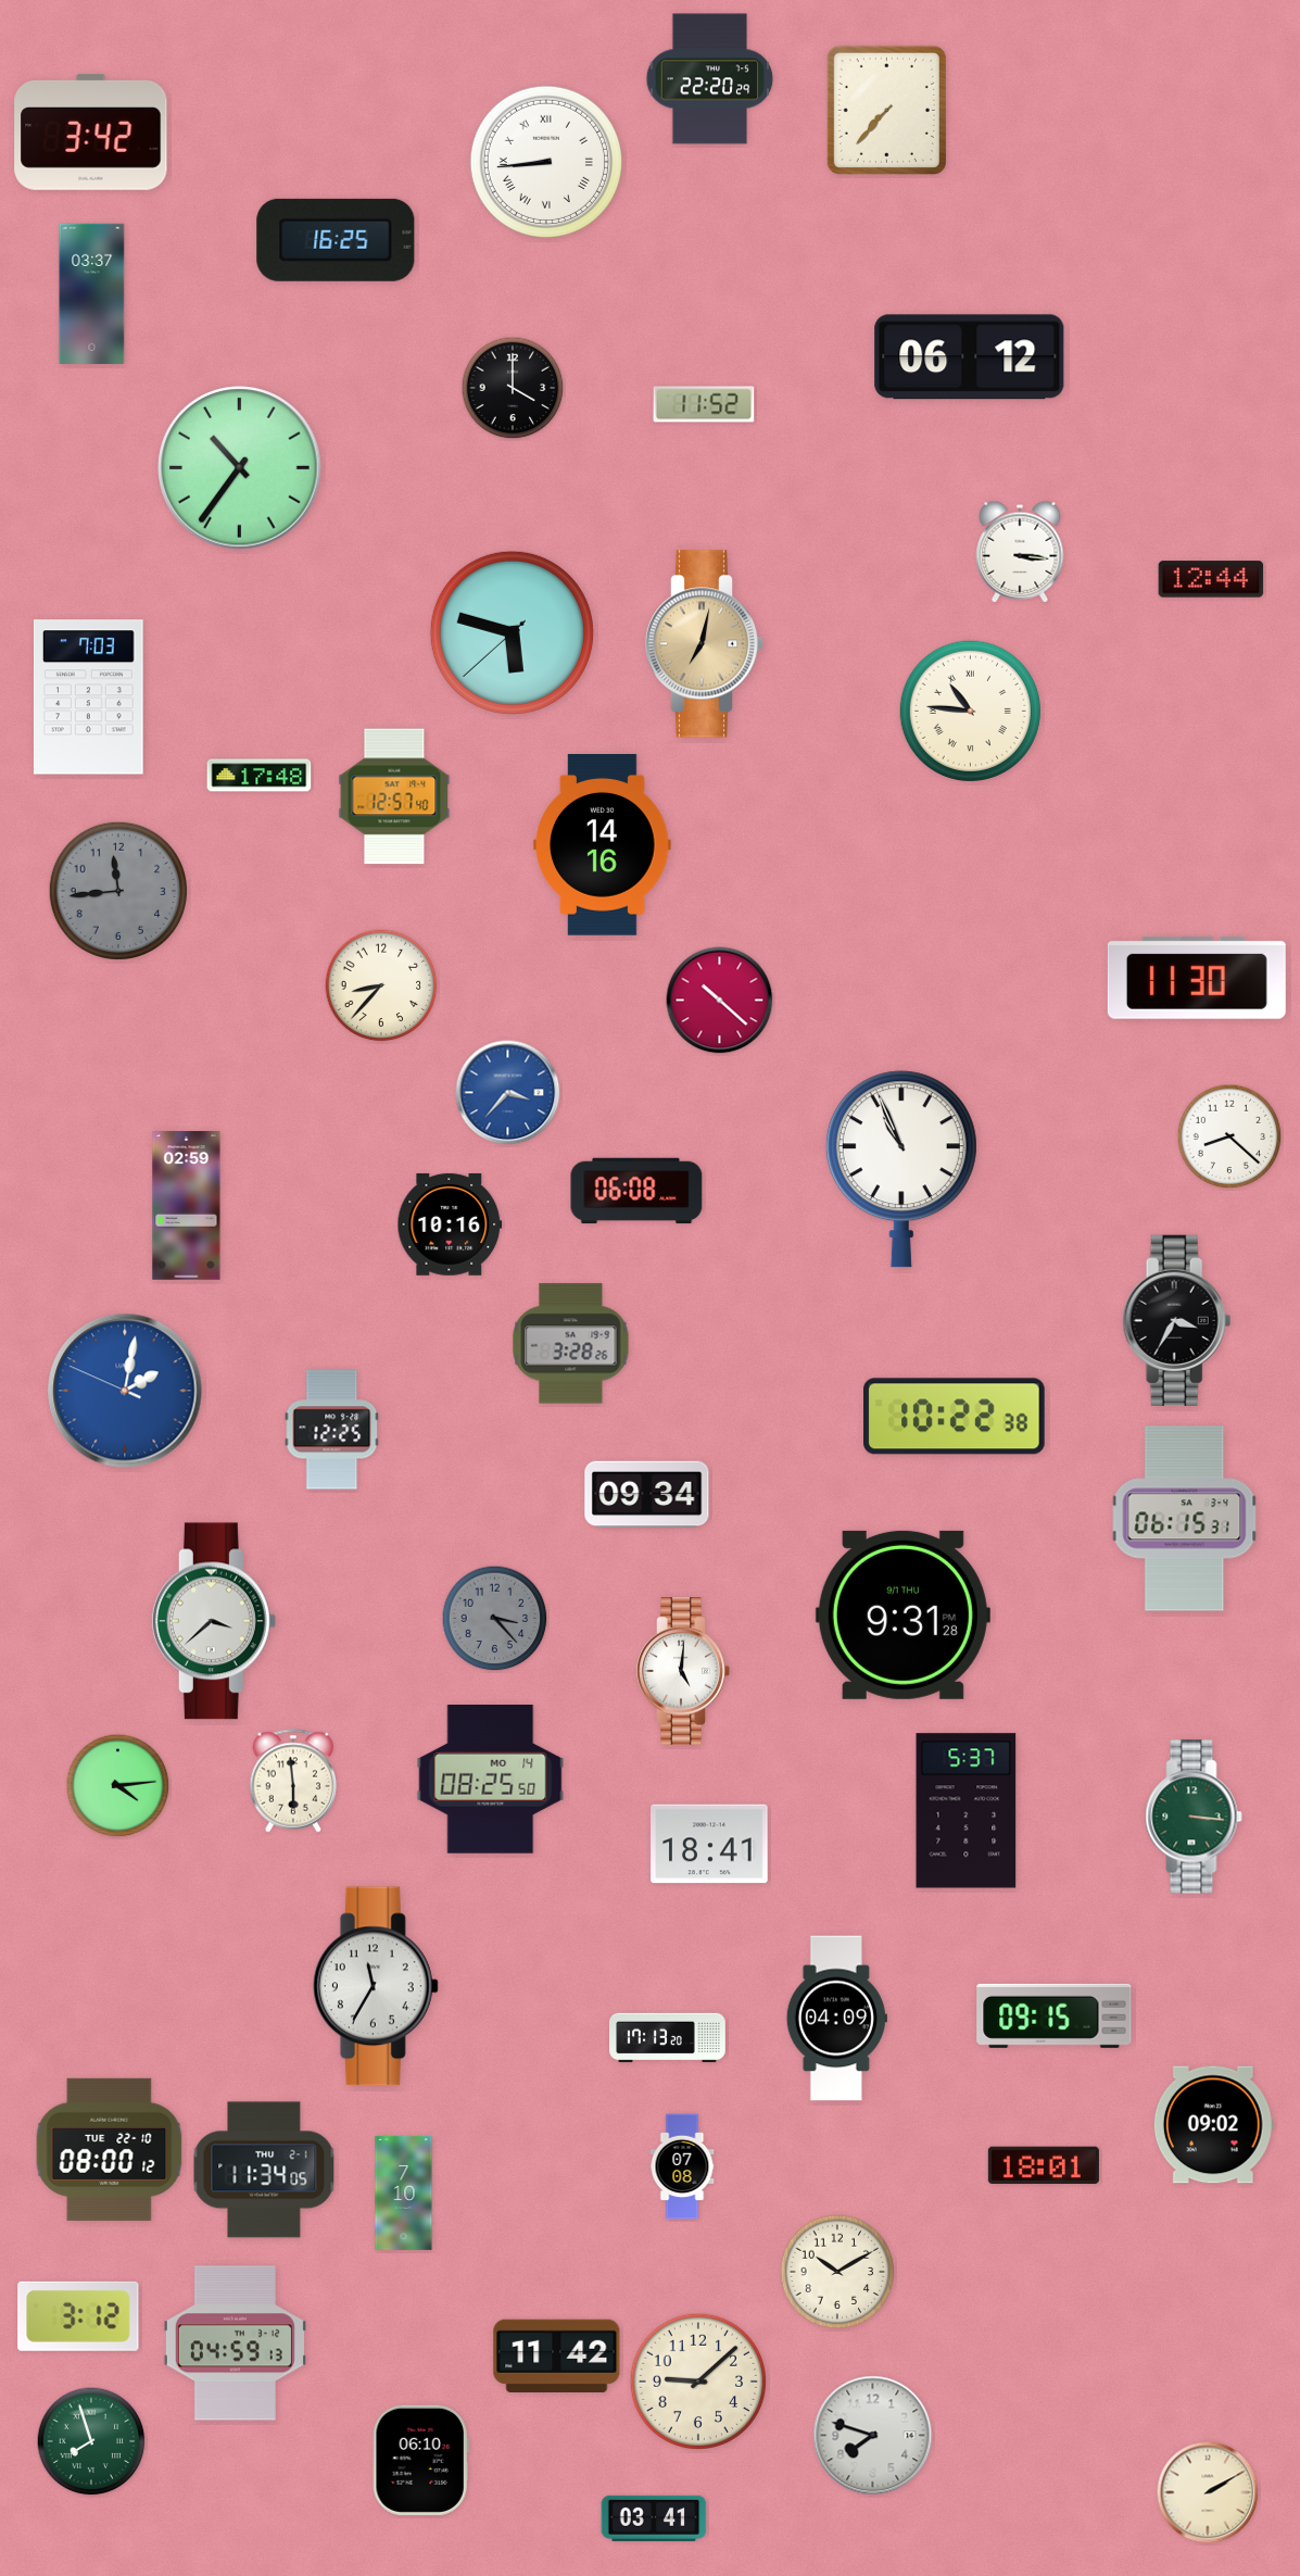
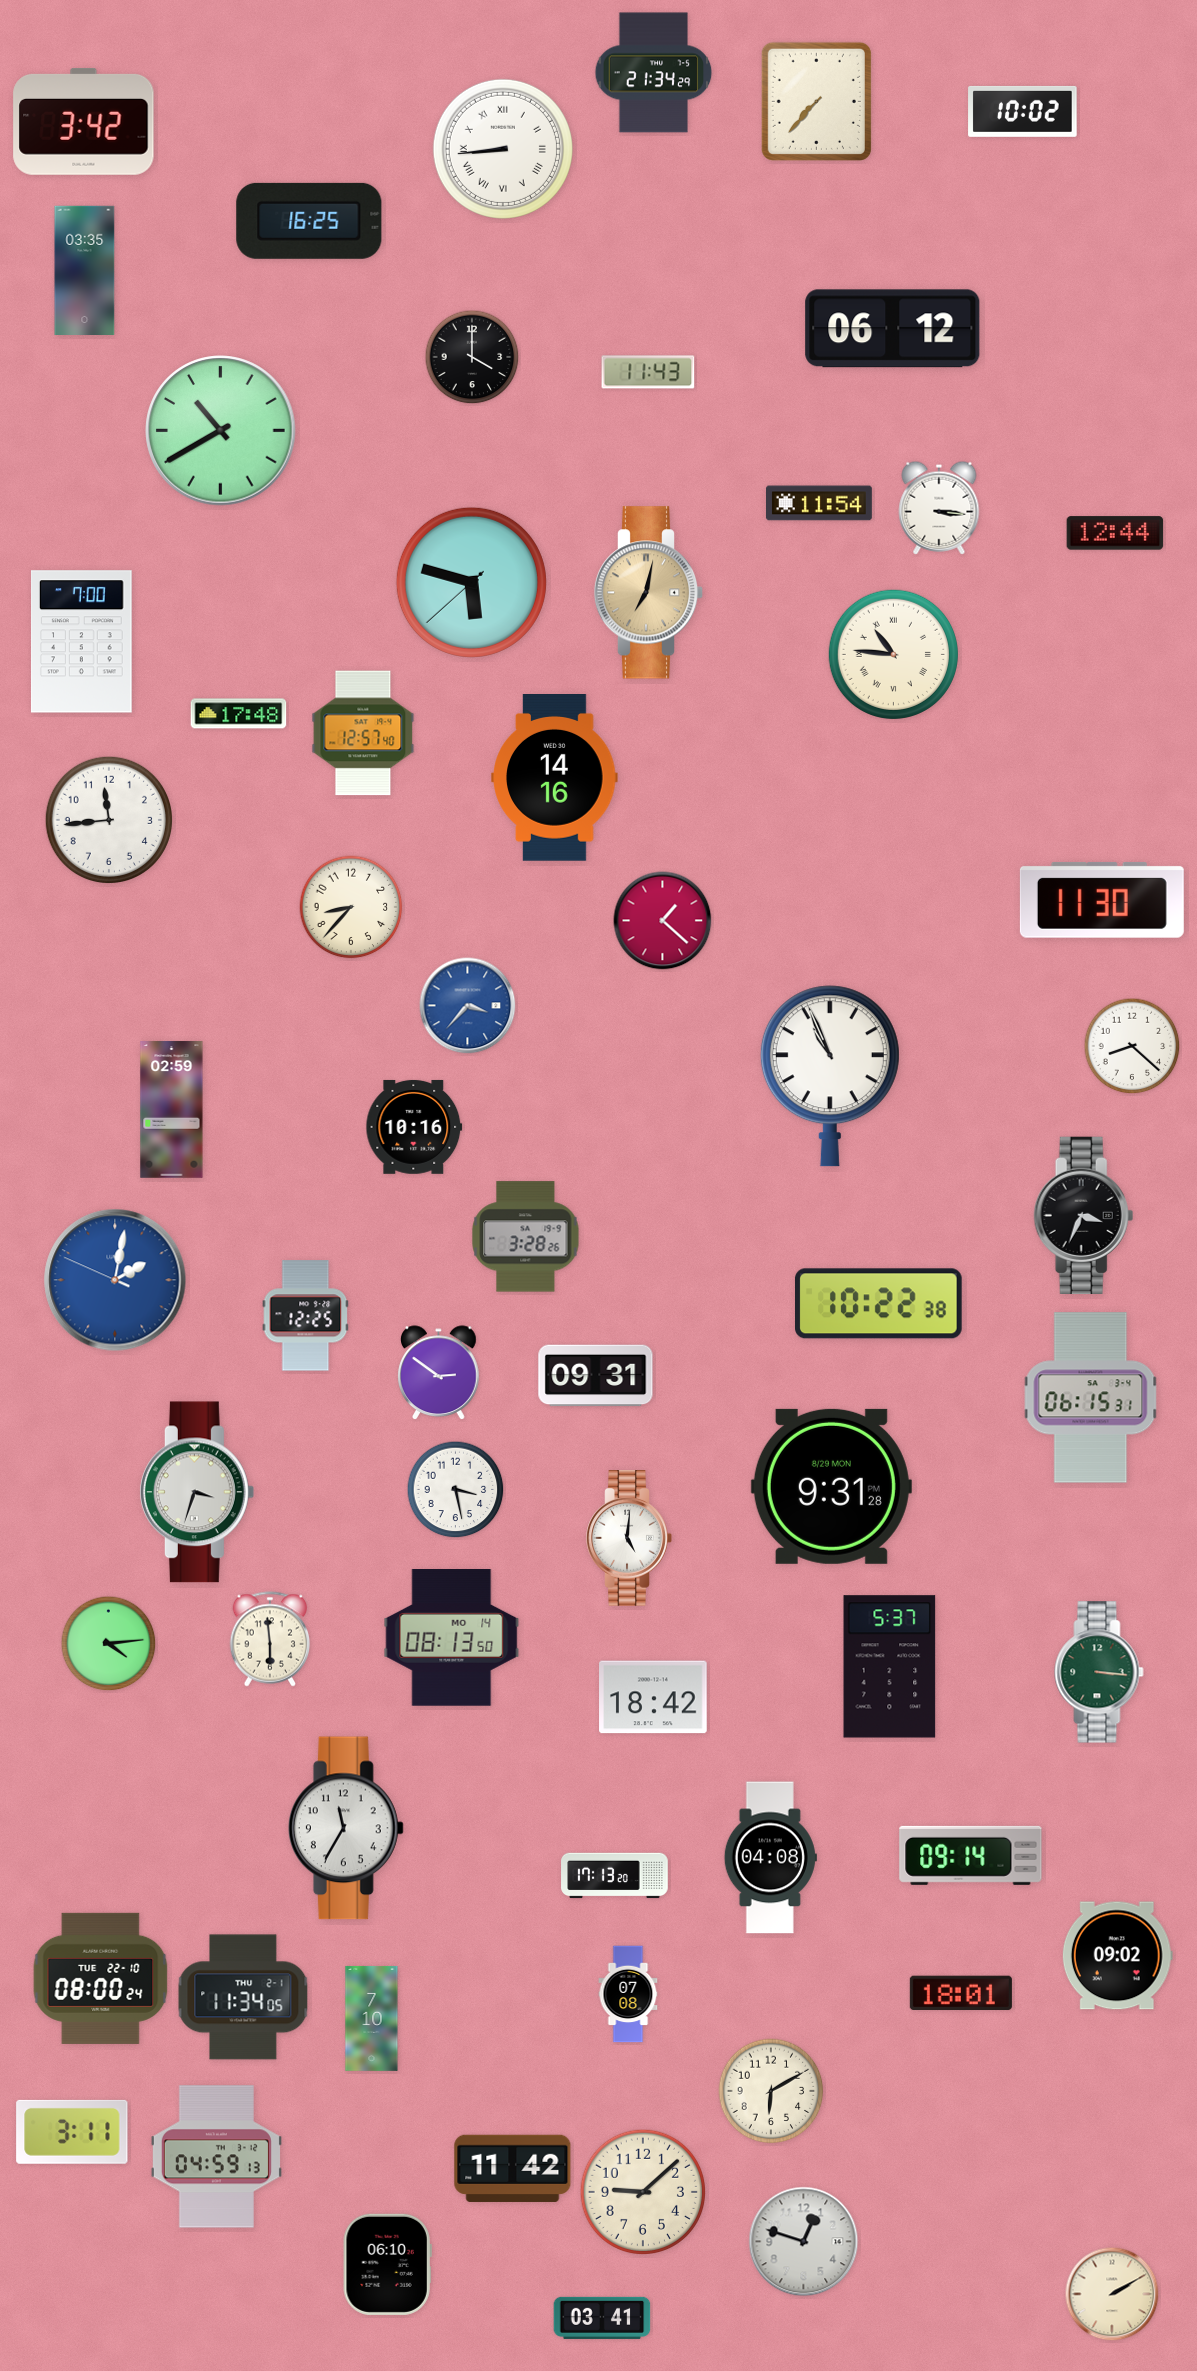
clock at (710, 79): 22:20 -> 21:34
clock at (1023, 111): none -> 10:02
clock at (92, 293): 03:37 -> 03:35
clock at (704, 404): 11:52 -> 11:43
clock at (240, 468): 10:36 -> 10:40
clock at (820, 503): none -> 11:54
clock at (88, 698): 7:03 -> 7:00
clock at (117, 890) dial: grey -> white
clock at (720, 1001): 10:22 -> 1:22
clock at (636, 1191): 06:08 -> none
clock at (1177, 1320): 3:35 -> 3:34
clock at (439, 1372): none -> 2:51
clock at (647, 1495): 09:34 -> 09:31
clock at (903, 1614) date: 9/1 THU -> 8/29 MON
clock at (495, 1619): 3:23 -> 3:28
clock at (495, 1619) dial: grey -> white
clock at (214, 1621): 3:38 -> 3:33
clock at (491, 1780): 08:25 -> 08:13
clock at (709, 1844): 18:41 -> 18:42
clock at (1055, 2015): 09:15 -> 09:14
clock at (836, 2019): 04:09 -> 04:08
clock at (110, 2149): 08:00:12 -> 08:00:24
clock at (837, 2272): 10:10 -> 6:10
clock at (78, 2316): 3:12 -> 3:11
clock at (873, 2436): 7:48 -> 12:48
clock at (91, 2441): 7:57 -> none
